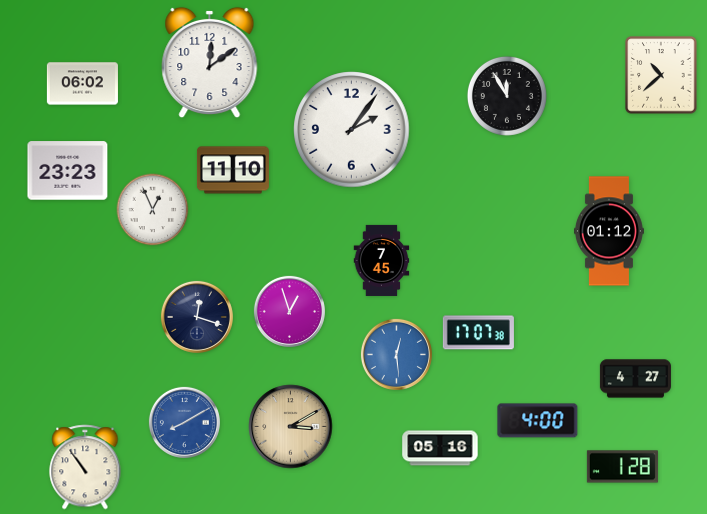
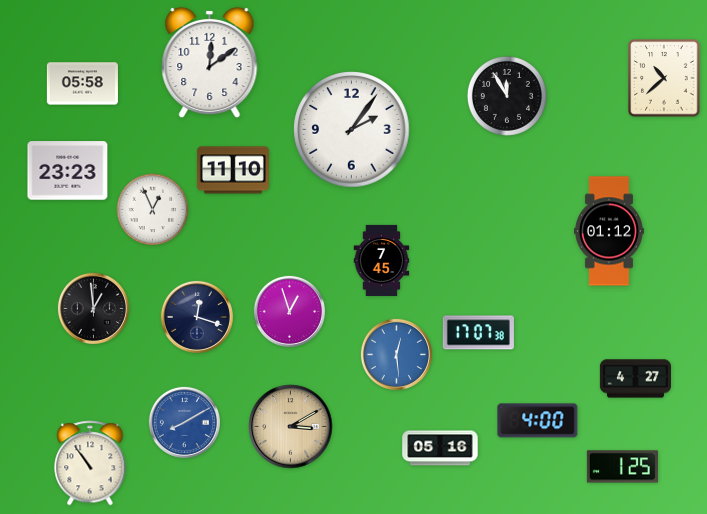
clock at (661, 75) position: (661, 75) -> (664, 78)
clock at (82, 84): 06:02 -> 05:58
clock at (93, 308): none -> 12:59
clock at (85, 467) position: (85, 467) -> (90, 463)
clock at (622, 467): 1:28 -> 1:25
